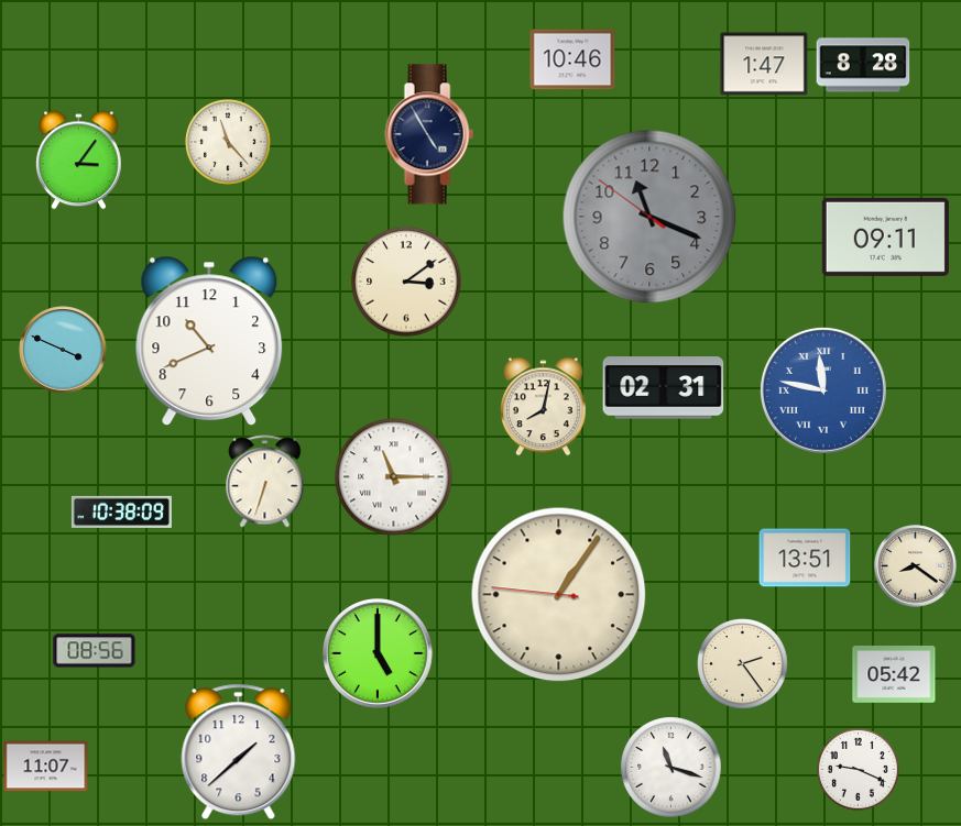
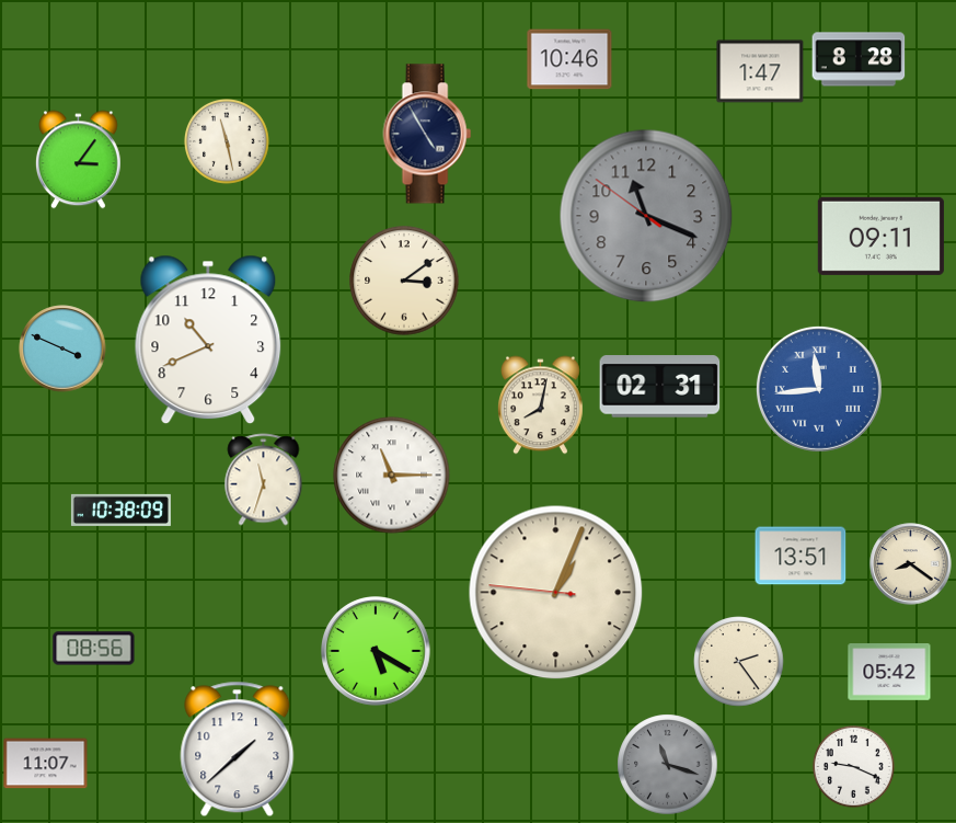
clock at (764, 64) position: (764, 64) -> (760, 71)
clock at (863, 65) position: (863, 65) -> (859, 59)
clock at (229, 143): 11:23 -> 11:28
clock at (823, 390): 11:47 -> 11:44
clock at (265, 482): 6:33 -> 11:33
clock at (559, 595): 1:05 -> 1:03
clock at (379, 654): 5:00 -> 5:20
clock at (671, 768) dial: white -> grey
